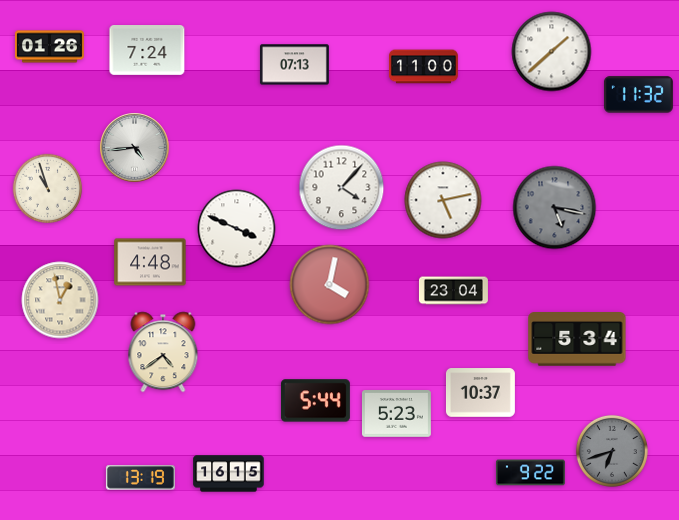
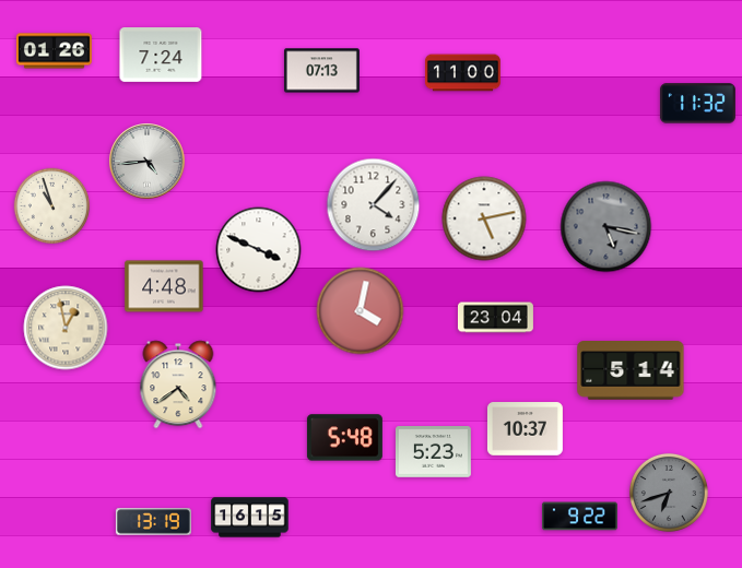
clock at (552, 52): 1:38 -> none
clock at (577, 339): 5:34 -> 5:14
clock at (315, 401): 5:44 -> 5:48
